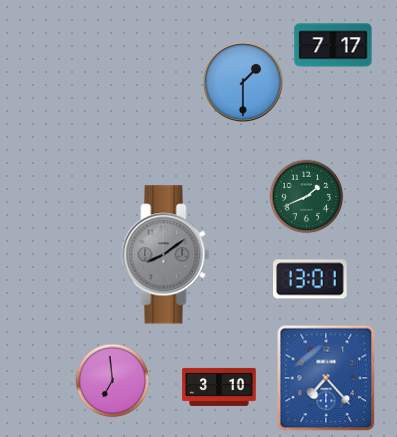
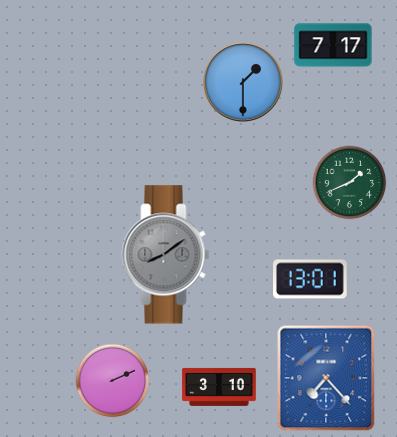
clock at (307, 197) position: (307, 197) -> (350, 183)
clock at (113, 381): 6:59 -> 2:11
